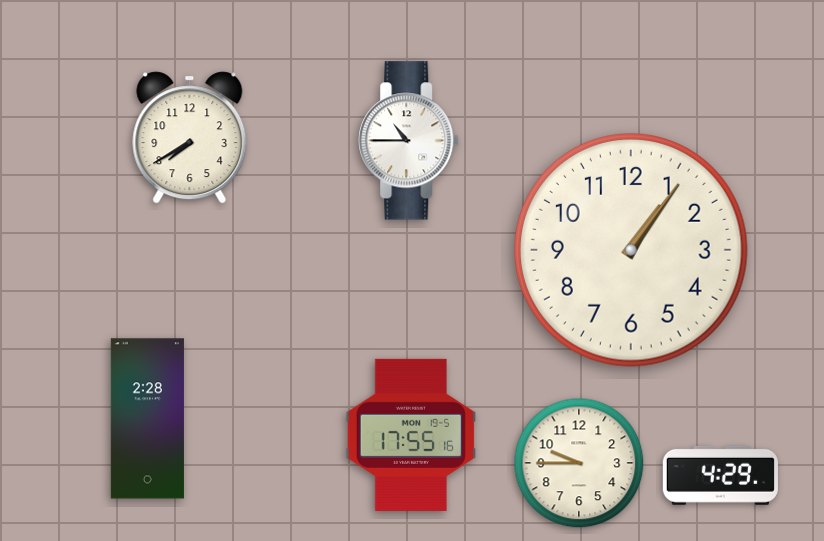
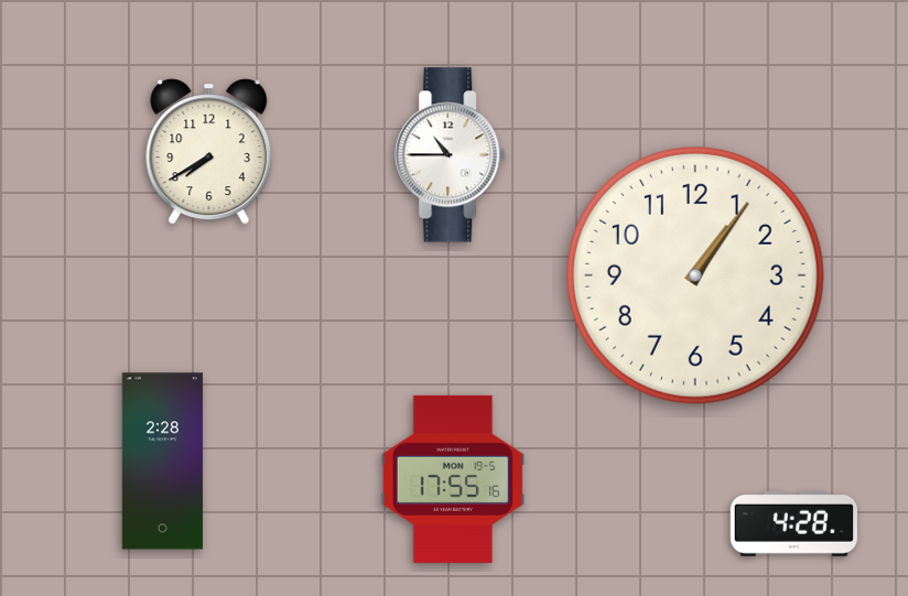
clock at (579, 463): 9:45 -> none
clock at (720, 475): 4:29 -> 4:28
